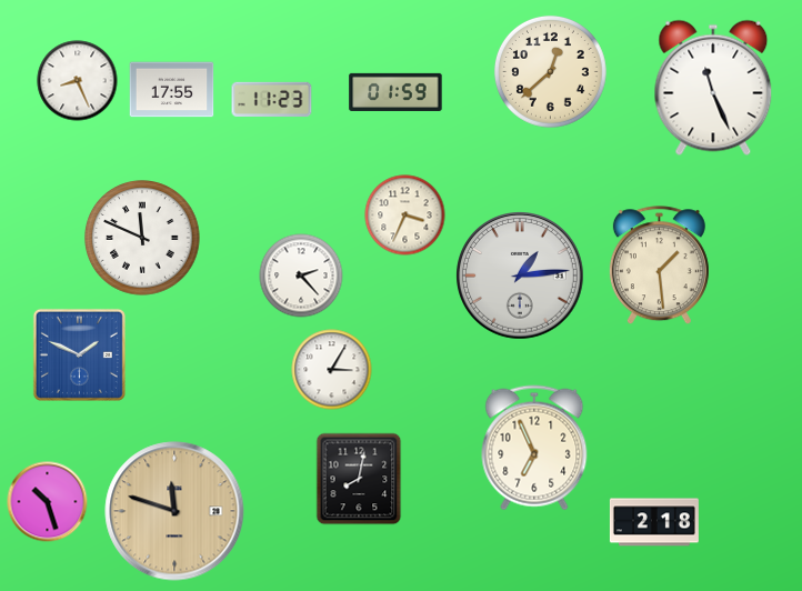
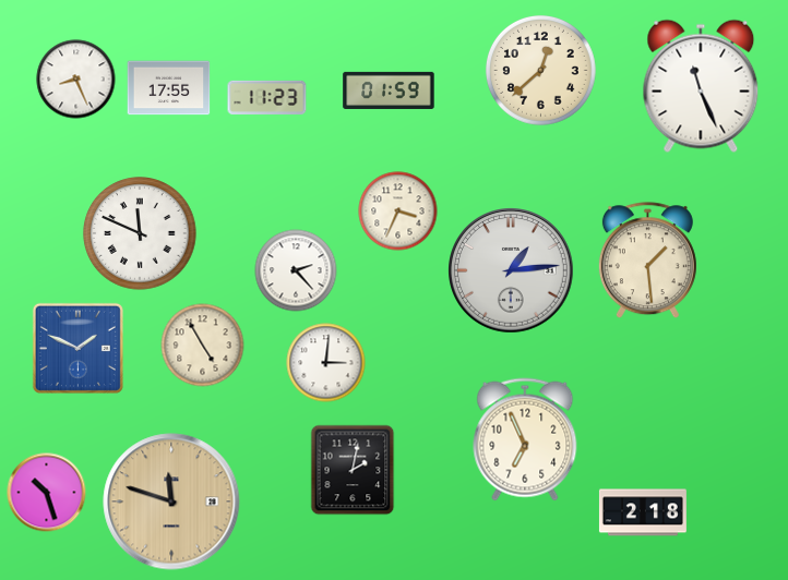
clock at (203, 346): none -> 4:55
clock at (332, 370): 3:05 -> 3:01
clock at (359, 479): 8:02 -> 2:02
